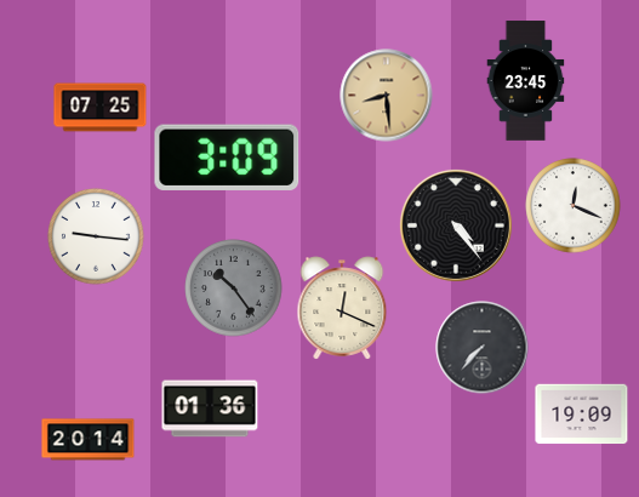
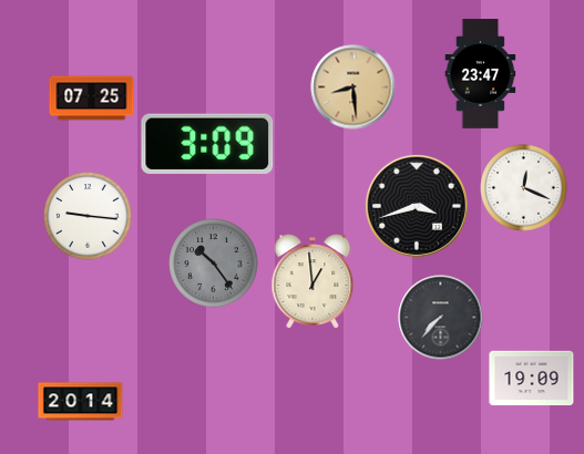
clock at (526, 81): 23:45 -> 23:47
clock at (456, 225): 4:24 -> 3:42
clock at (342, 308): 12:19 -> 12:59
clock at (210, 409): 01:36 -> none
